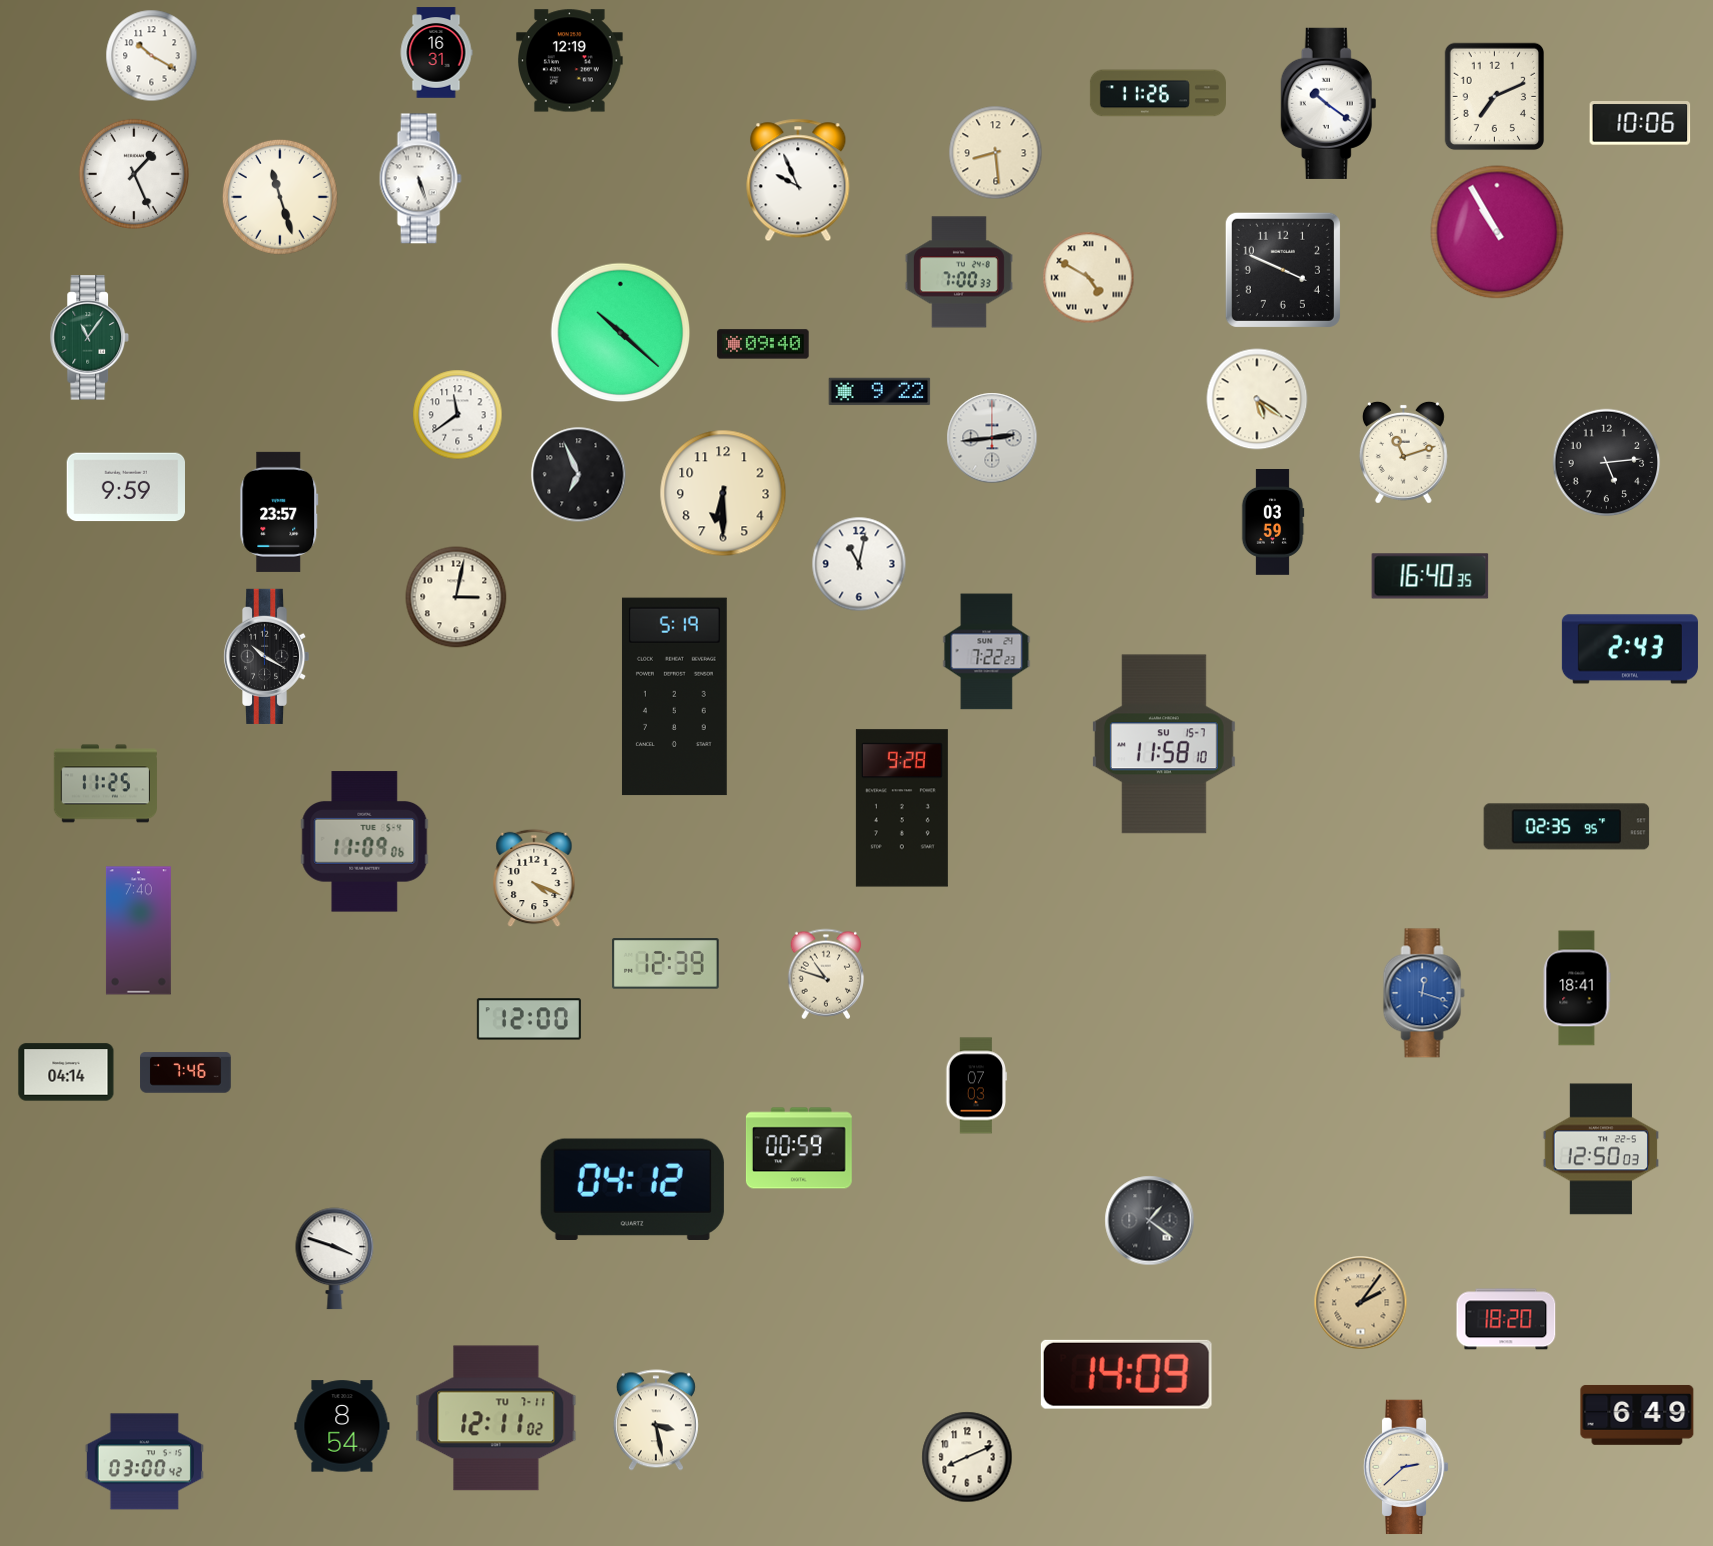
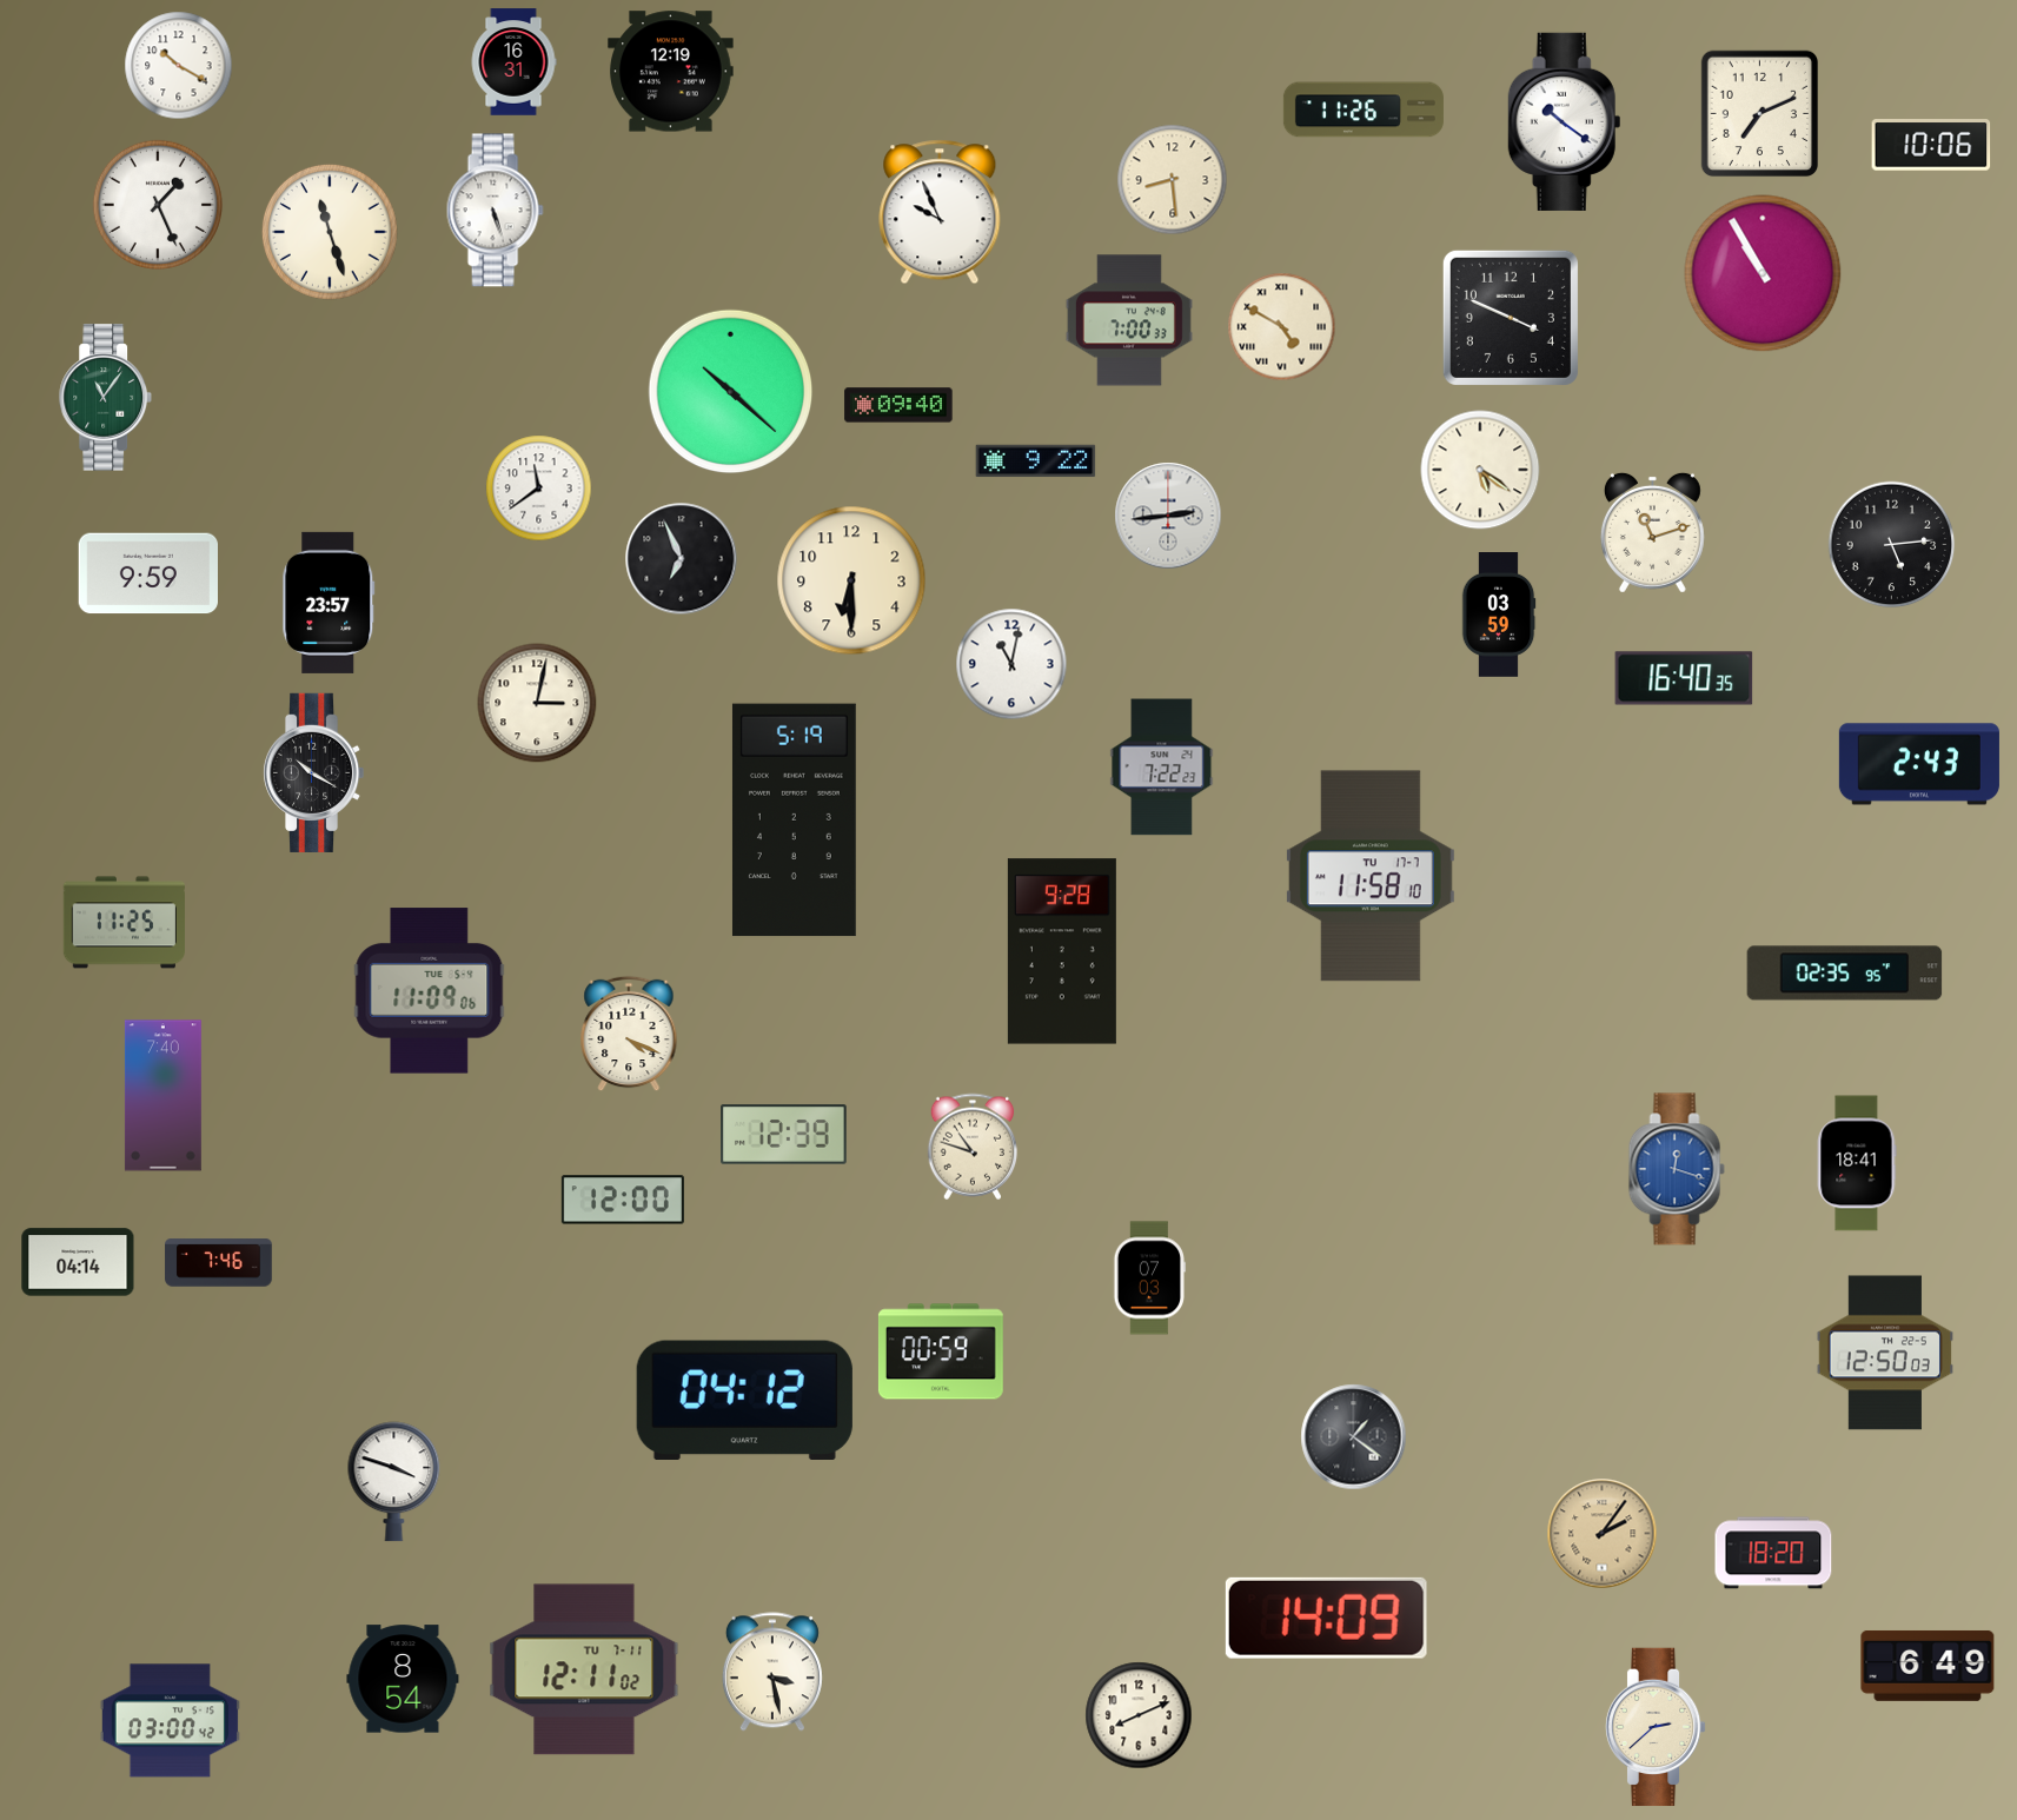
clock at (1164, 744) date: SU 15-7 -> TU 17-7
